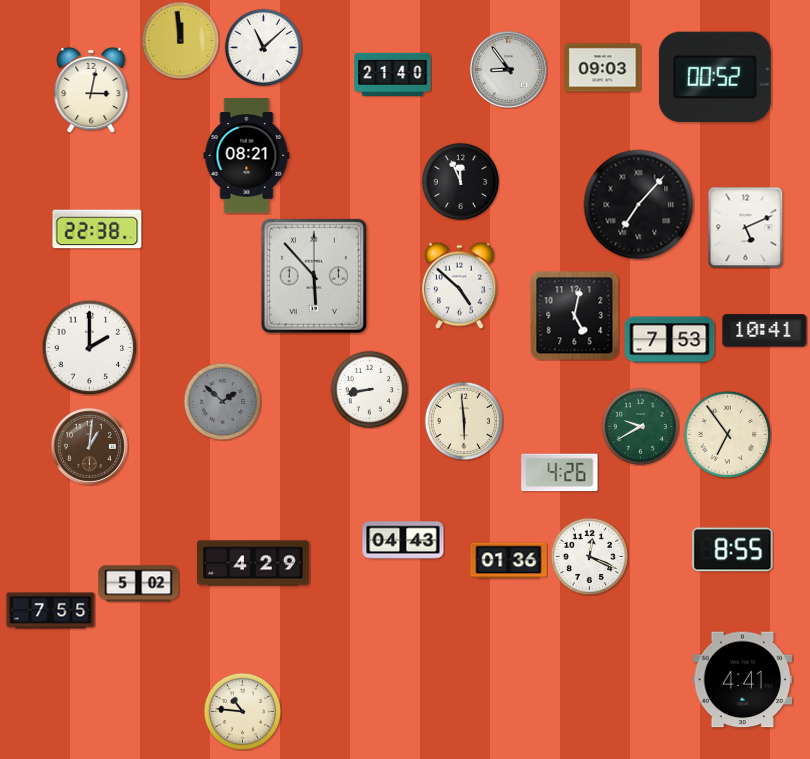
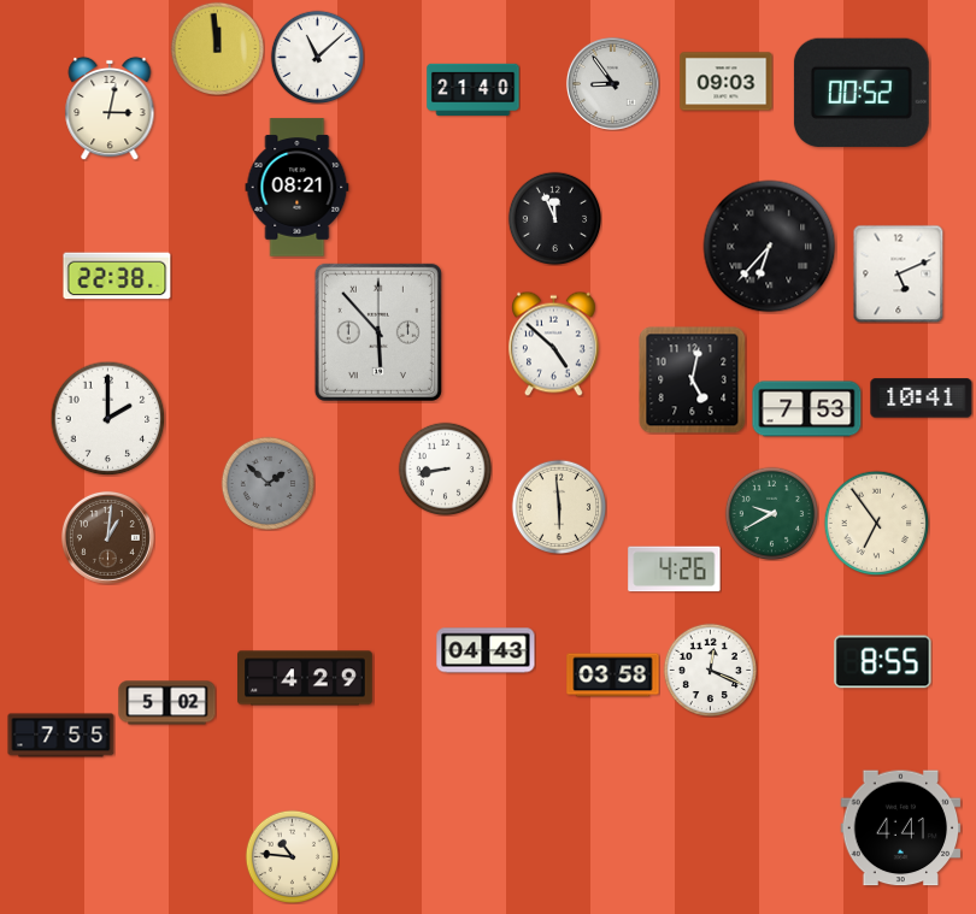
clock at (639, 205): 7:07 -> 6:37
clock at (509, 561): 01:36 -> 03:58
clock at (743, 680) position: (743, 680) -> (901, 829)
